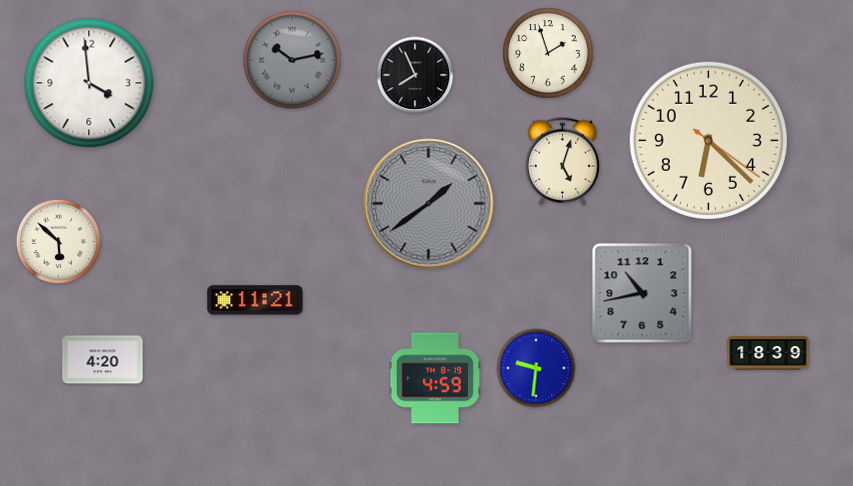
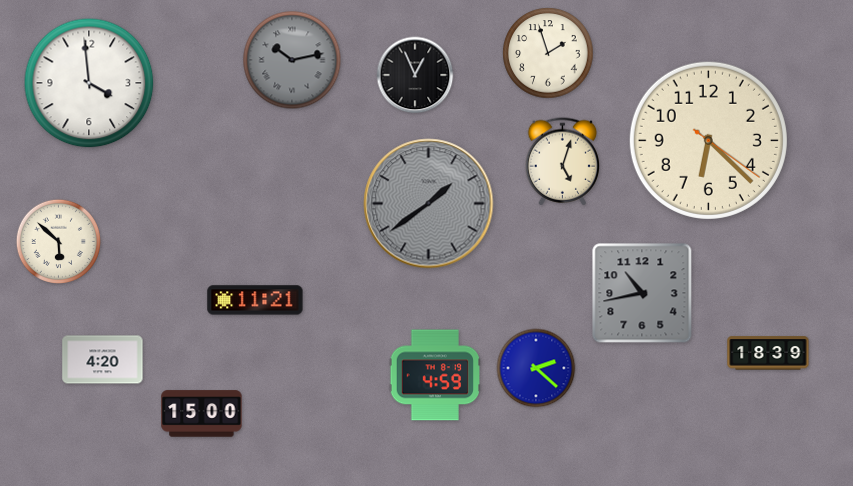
clock at (415, 75): 7:56 -> 12:56
clock at (536, 368): 9:31 -> 2:22
clock at (435, 378) position: (435, 378) -> (435, 375)
clock at (202, 414): none -> 15:00
